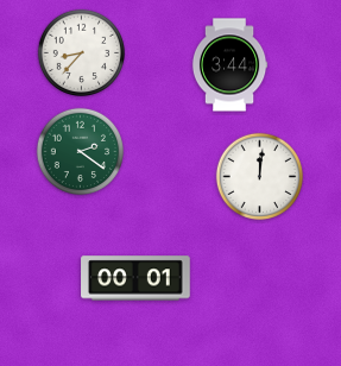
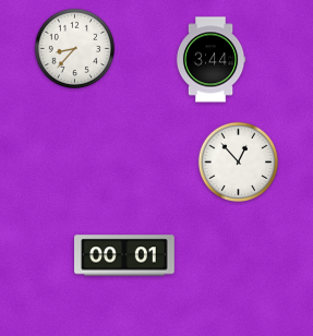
clock at (81, 152): 2:21 -> none
clock at (260, 177): 12:01 -> 12:53
